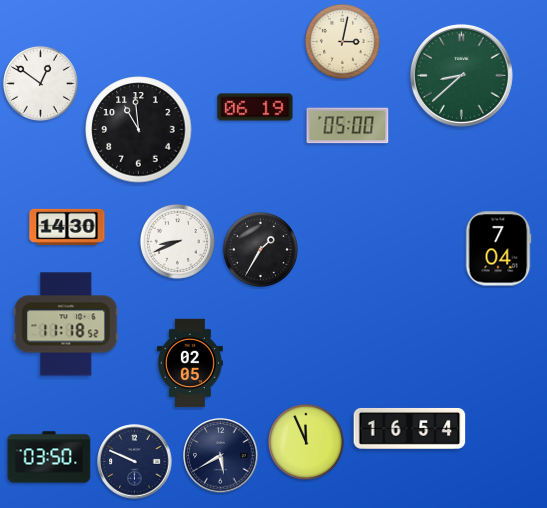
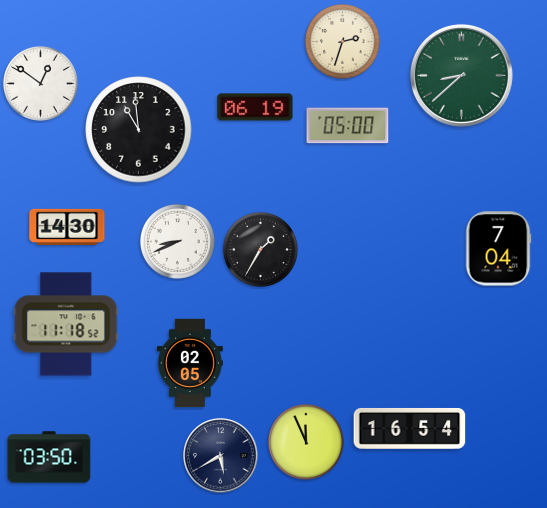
clock at (342, 41): 3:02 -> 2:33
clock at (135, 462): 9:49 -> none
